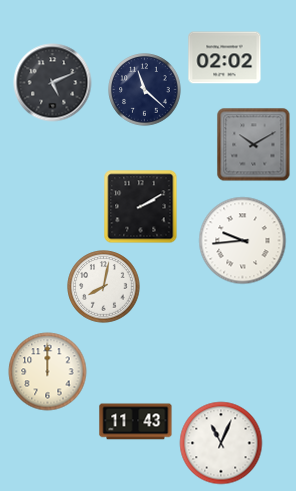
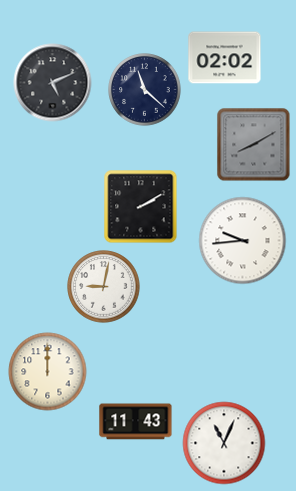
clock at (254, 145): 10:10 -> 8:10
clock at (104, 287): 8:02 -> 9:02
clock at (221, 443) position: (221, 443) -> (224, 443)
